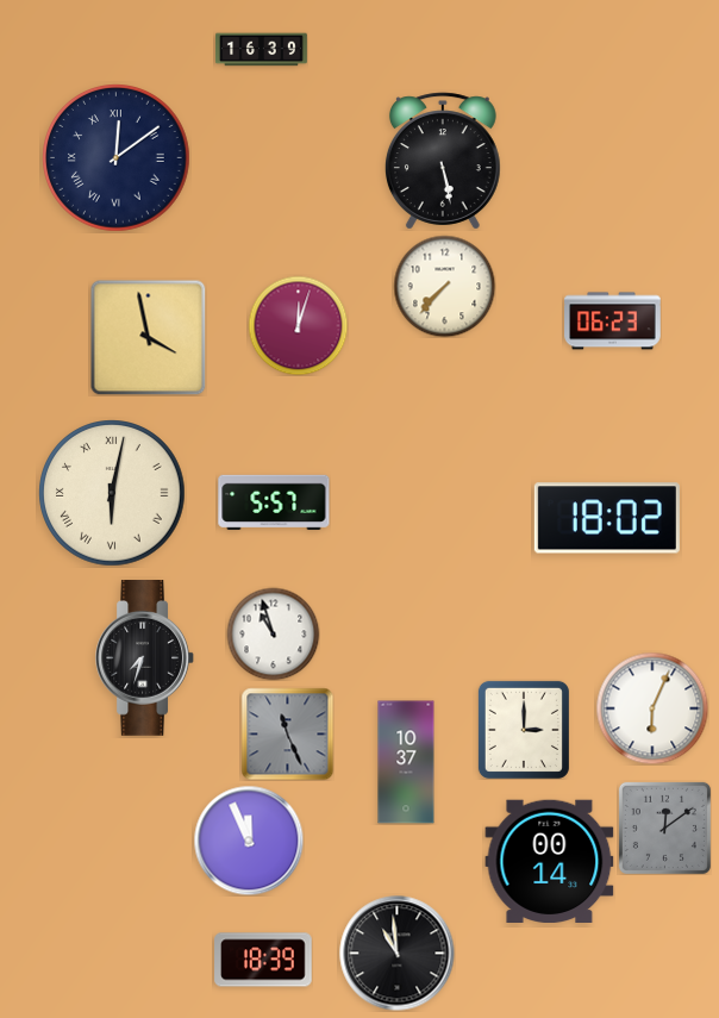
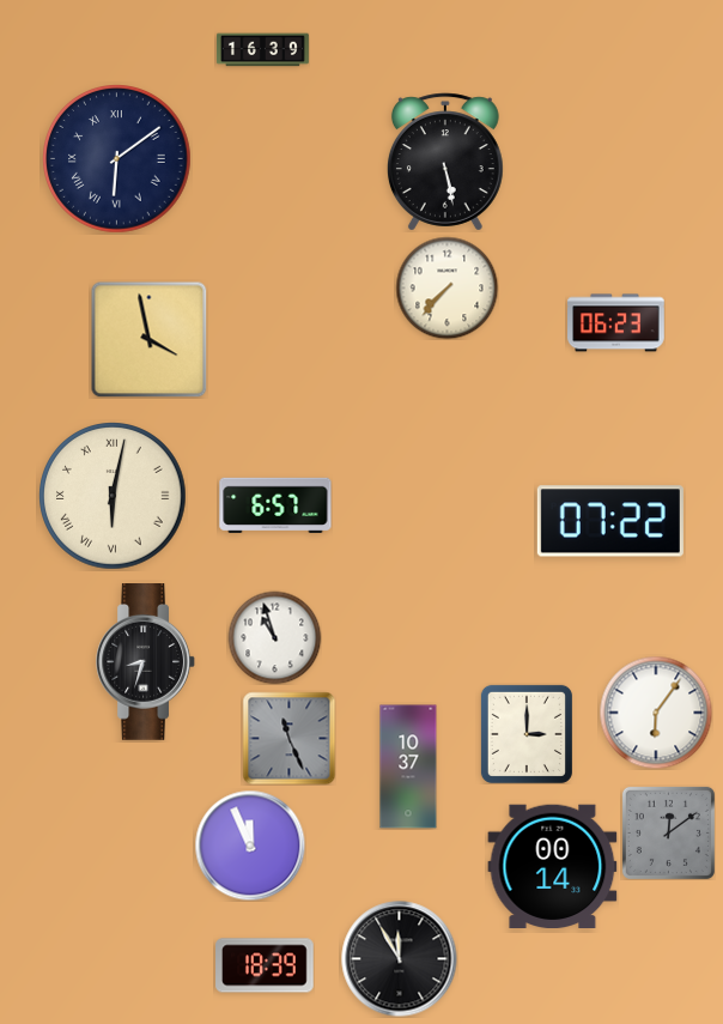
clock at (117, 158): 12:09 -> 6:09
clock at (298, 325): 12:03 -> none
clock at (274, 501): 5:57 -> 6:57
clock at (607, 518): 18:02 -> 07:22
clock at (144, 658): 7:33 -> 8:33
clock at (652, 708): 6:04 -> 6:06
clock at (398, 954): 10:59 -> 11:55
